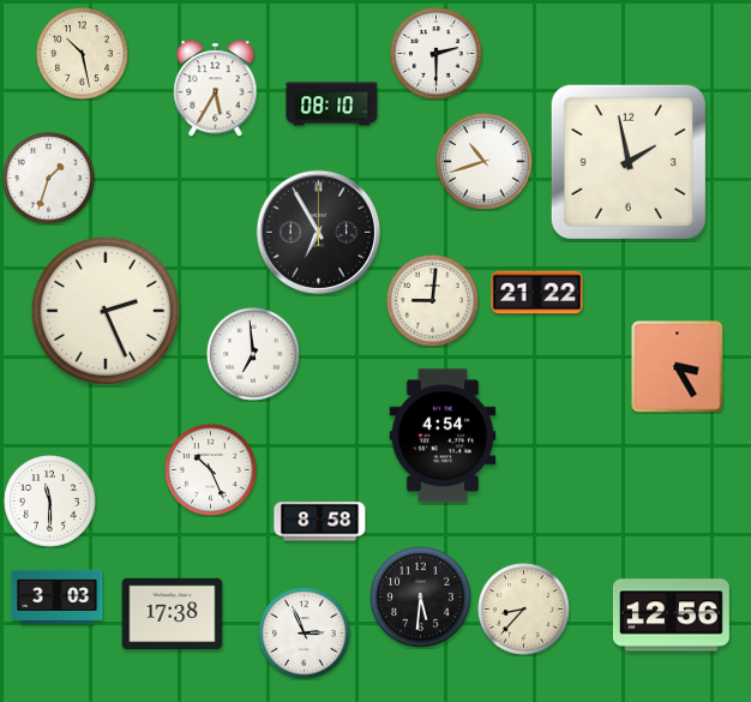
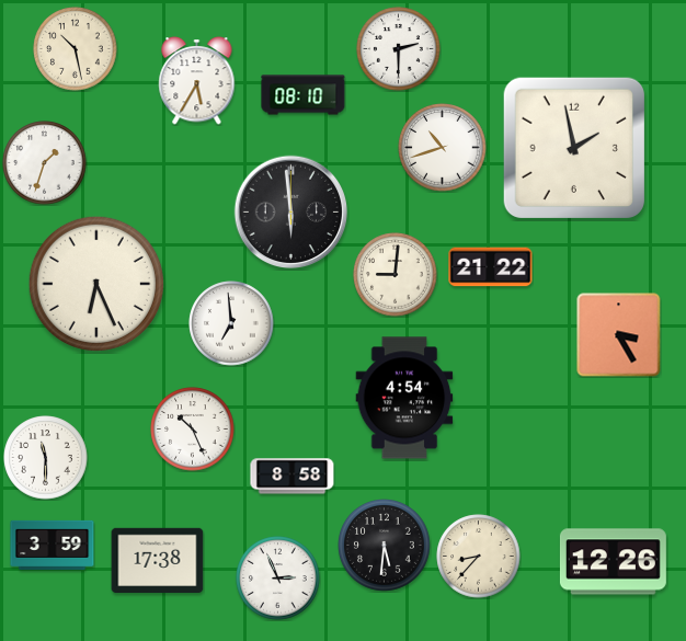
clock at (319, 233): 6:55 -> 5:59
clock at (106, 311): 2:26 -> 6:26
clock at (58, 596): 3:03 -> 3:59
clock at (671, 616): 12:56 -> 12:26
